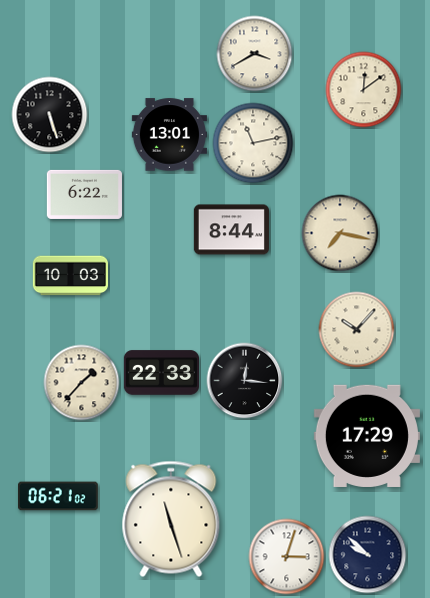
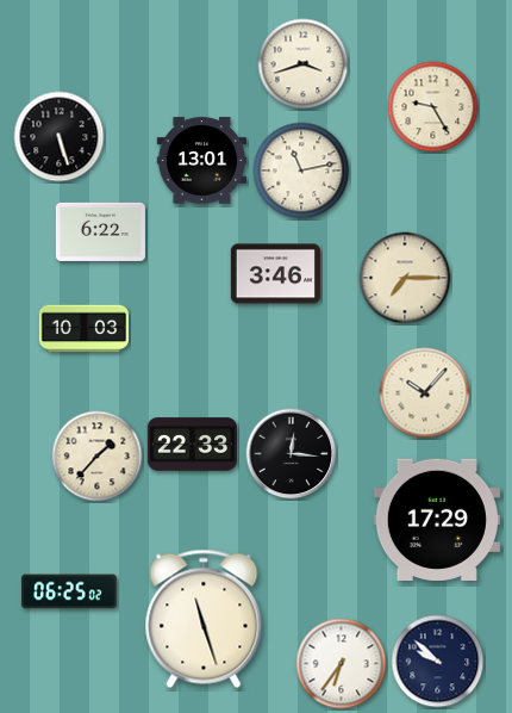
clock at (255, 54): 3:40 -> 3:42
clock at (364, 90): 12:09 -> 9:25
clock at (231, 230): 8:44 -> 3:46
clock at (340, 233): 7:17 -> 7:15
clock at (59, 496): 06:21 -> 06:25
clock at (287, 557): 3:03 -> 6:36
